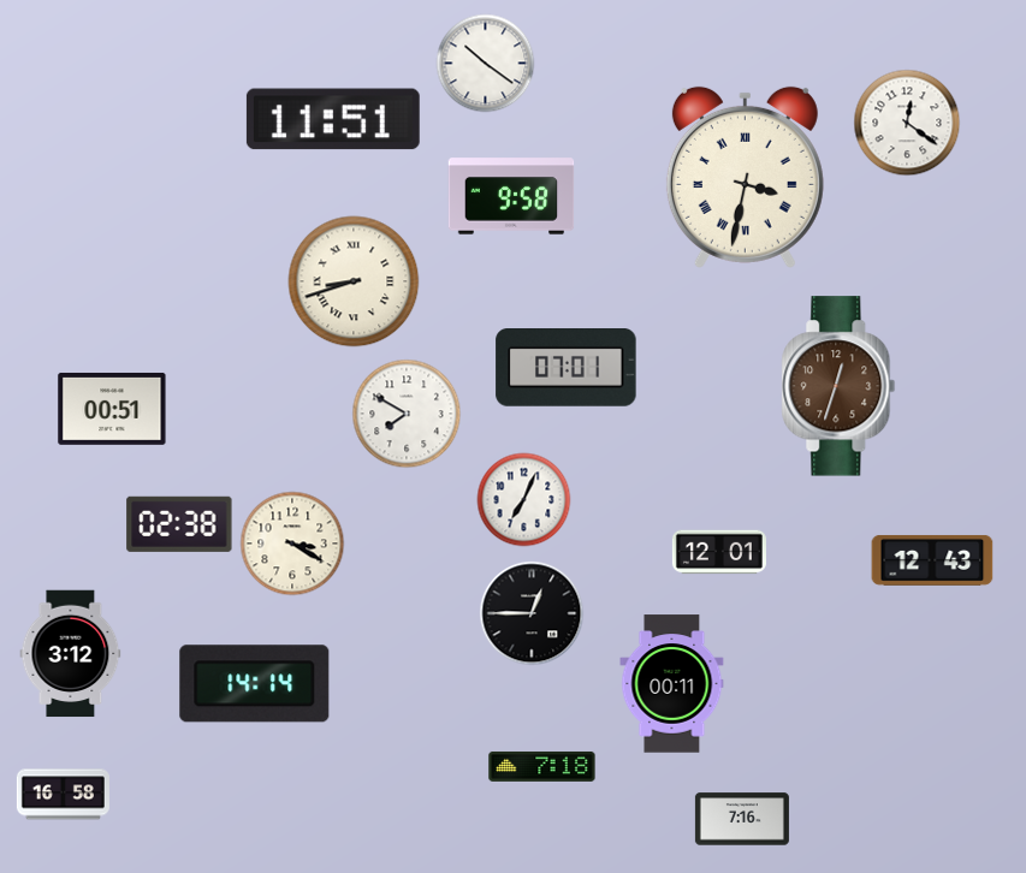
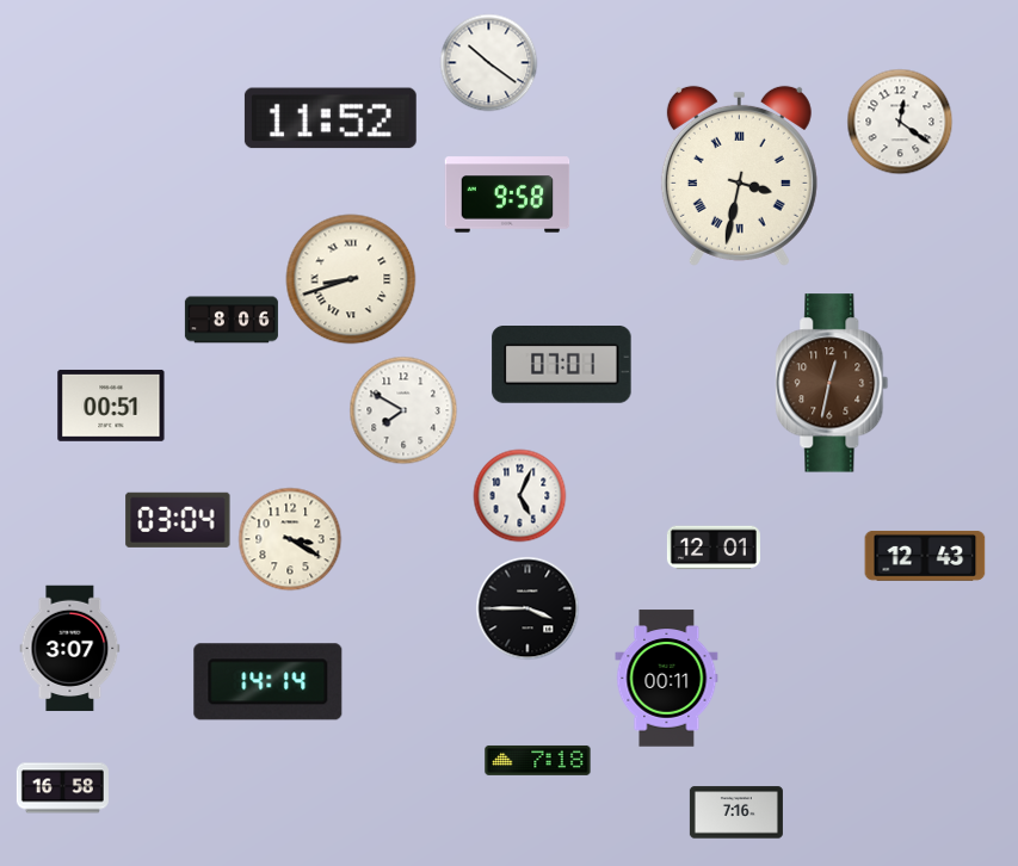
clock at (486, 64) position: (486, 64) -> (489, 63)
clock at (333, 119): 11:51 -> 11:52
clock at (232, 320): none -> 8:06
clock at (838, 386): 12:33 -> 12:32
clock at (524, 500): 7:04 -> 5:04
clock at (179, 524): 02:38 -> 03:04
clock at (532, 613): 12:45 -> 3:45
clock at (71, 654): 3:12 -> 3:07
clock at (255, 684) position: (255, 684) -> (269, 682)
